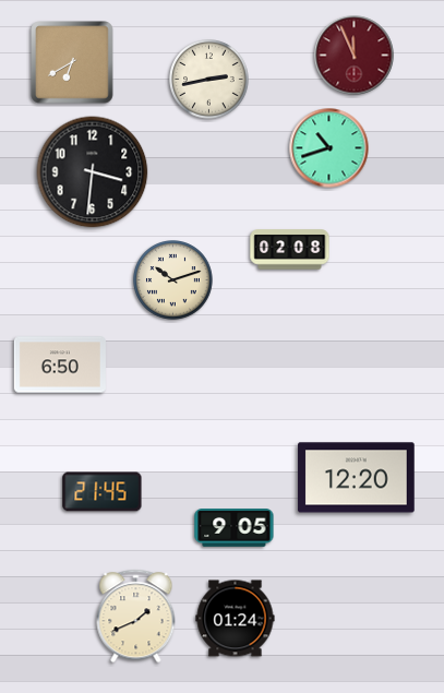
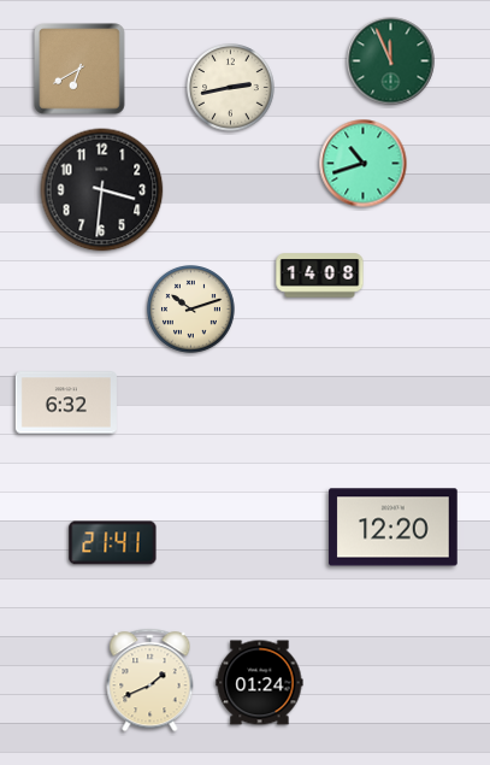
clock at (355, 56) dial: burgundy -> green
clock at (290, 250): 02:08 -> 14:08
clock at (60, 365): 6:50 -> 6:32
clock at (103, 492): 21:45 -> 21:41
clock at (235, 528): 9:05 -> none
